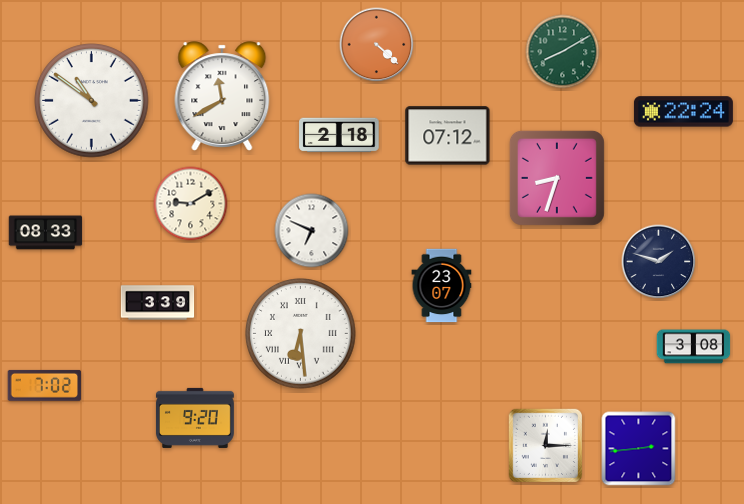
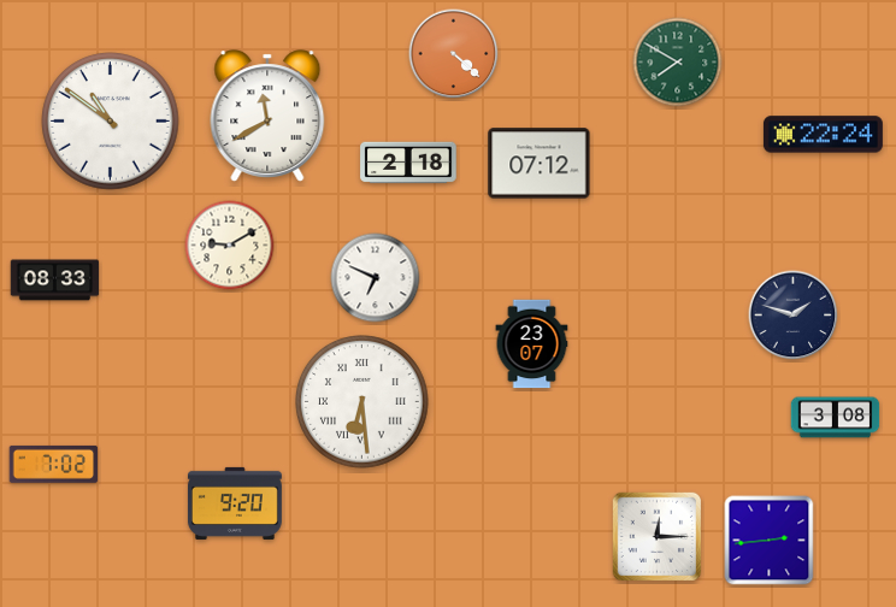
clock at (563, 52): 8:10 -> 7:50
clock at (557, 178): 8:33 -> none
clock at (158, 303): 3:39 -> none
